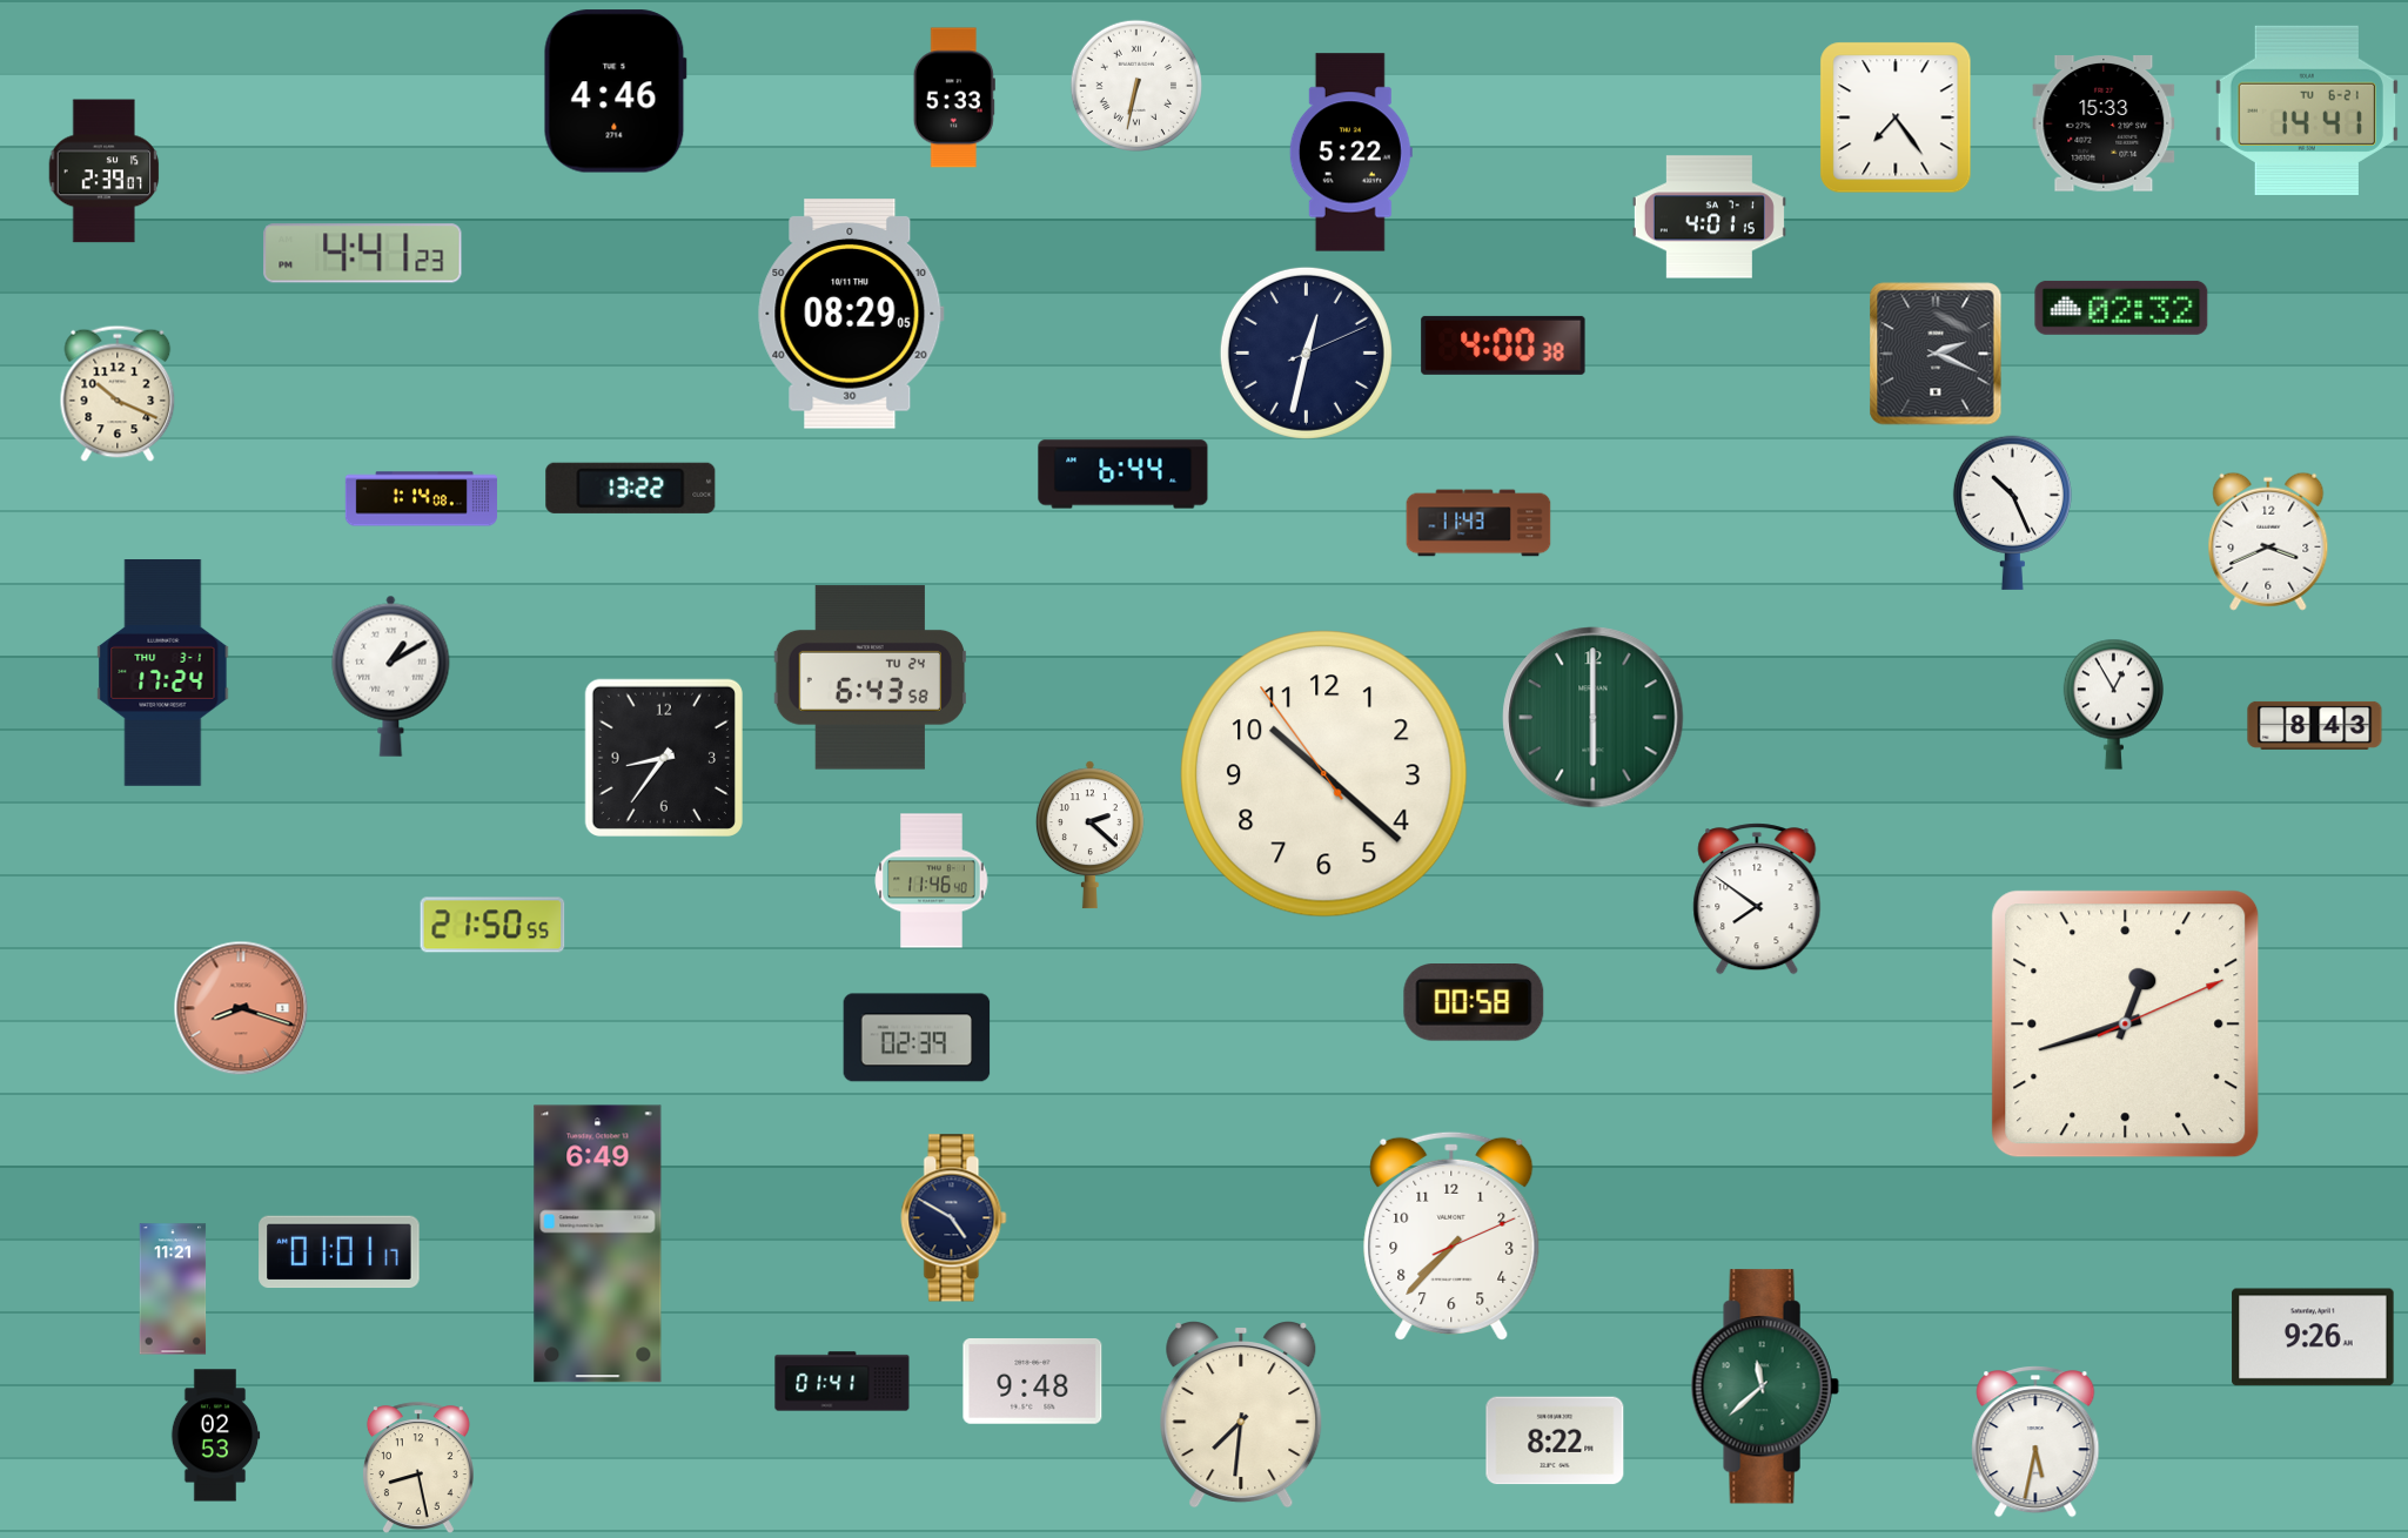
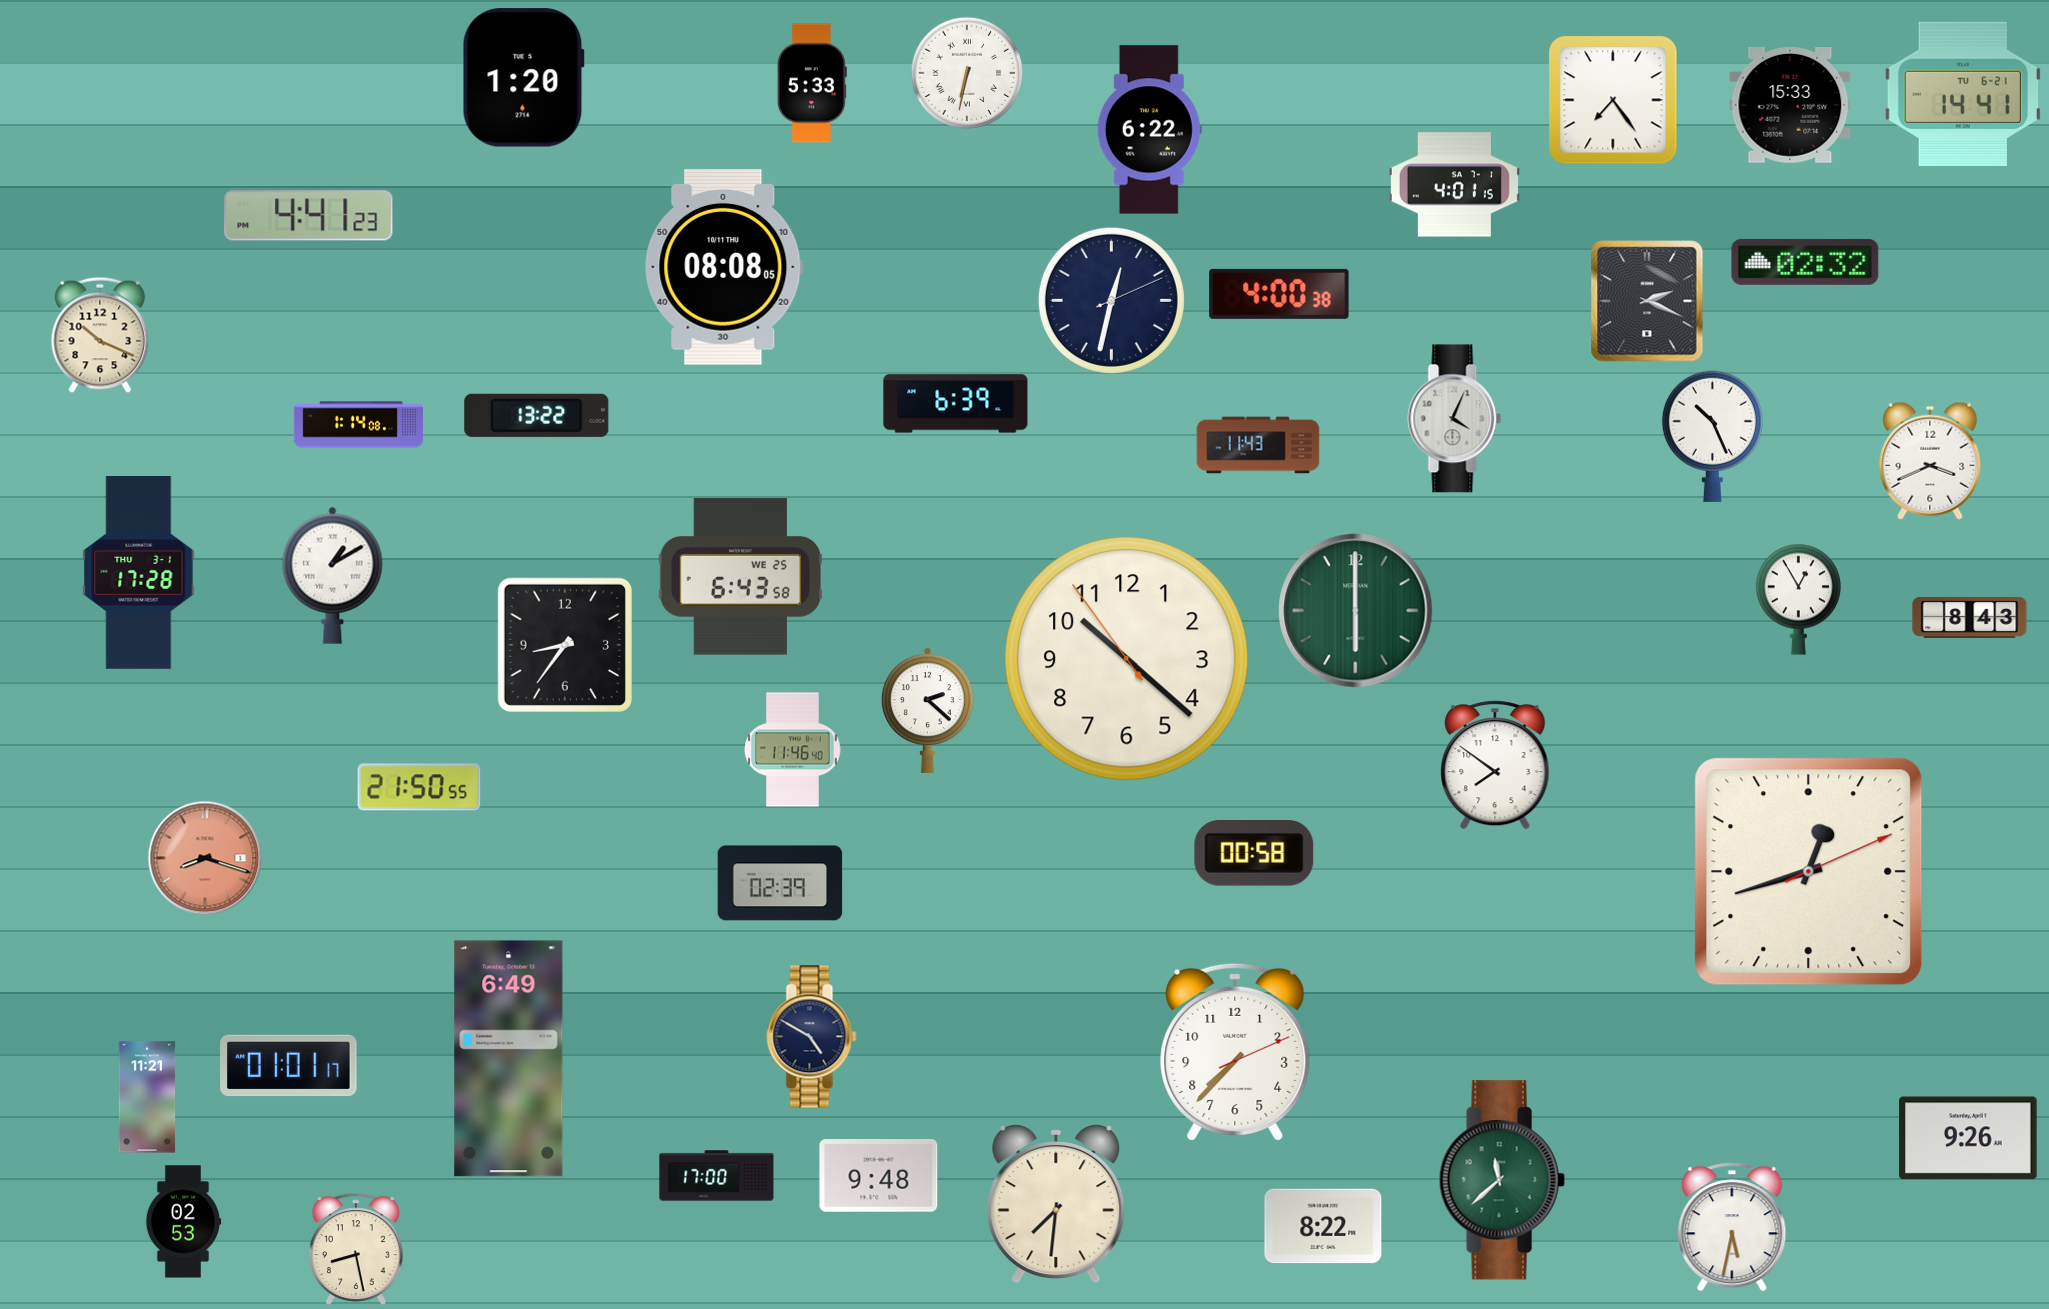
clock at (615, 92): 4:46 -> 1:20
clock at (1350, 153): 5:22 -> 6:22
clock at (105, 172): 2:39 -> none
clock at (851, 314): 08:29 -> 08:08
clock at (1123, 475): 6:44 -> 6:39
clock at (1455, 419): none -> 4:04
clock at (163, 673): 17:24 -> 17:28
clock at (870, 678) date: TU 24 -> WE 25
clock at (843, 1382): 01:41 -> 17:00
